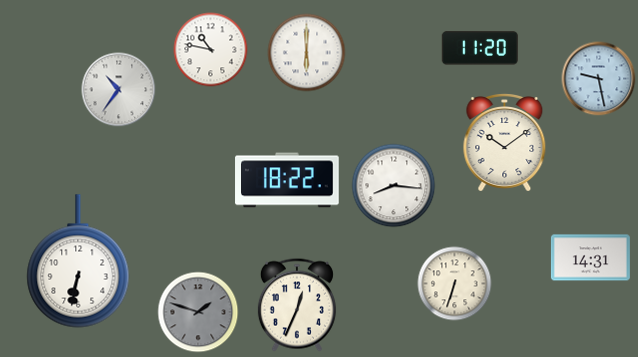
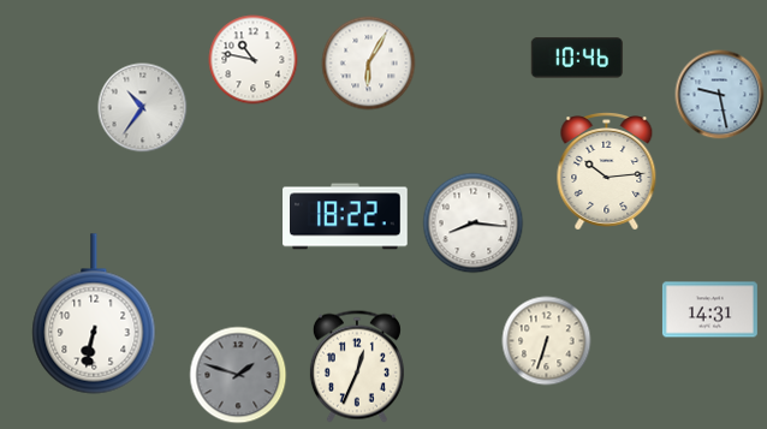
clock at (480, 48): 11:20 -> 10:46
clock at (307, 53): 6:00 -> 6:05
clock at (505, 143): 10:09 -> 10:14
